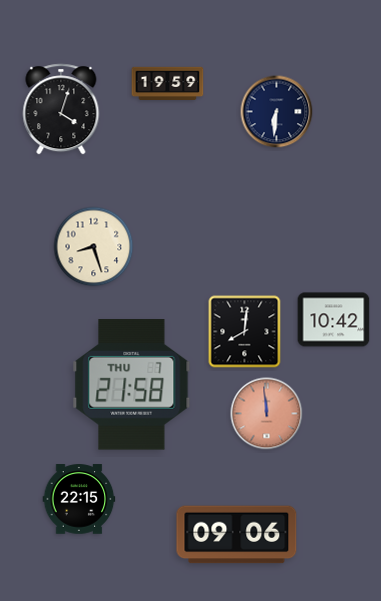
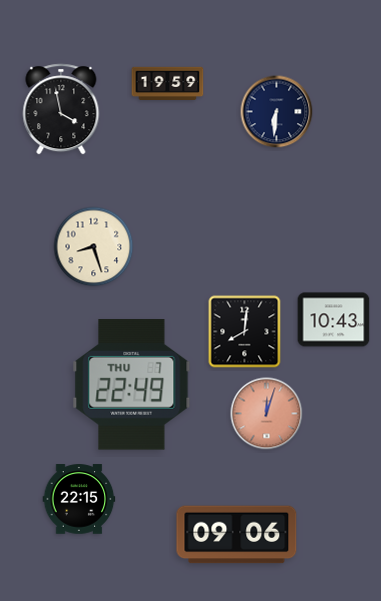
clock at (61, 109): 4:03 -> 3:58
clock at (334, 320): 10:42 -> 10:43
clock at (132, 385): 21:58 -> 22:49
clock at (267, 414): 11:59 -> 12:03
